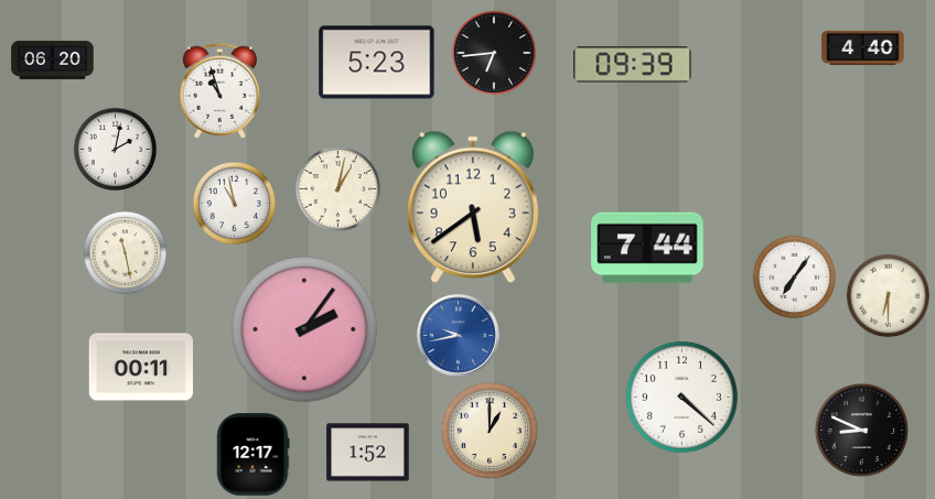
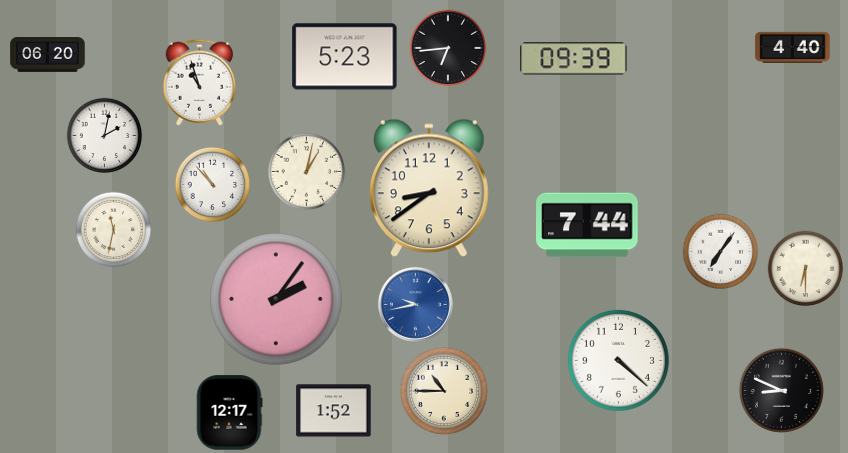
clock at (863, 47) position: (863, 47) -> (793, 47)
clock at (377, 63) position: (377, 63) -> (345, 57)
clock at (235, 204): 10:58 -> 10:53
clock at (474, 207): 5:39 -> 8:39
clock at (126, 253): 11:28 -> 11:32
clock at (141, 367): 00:11 -> none
clock at (490, 431): 1:00 -> 10:45
